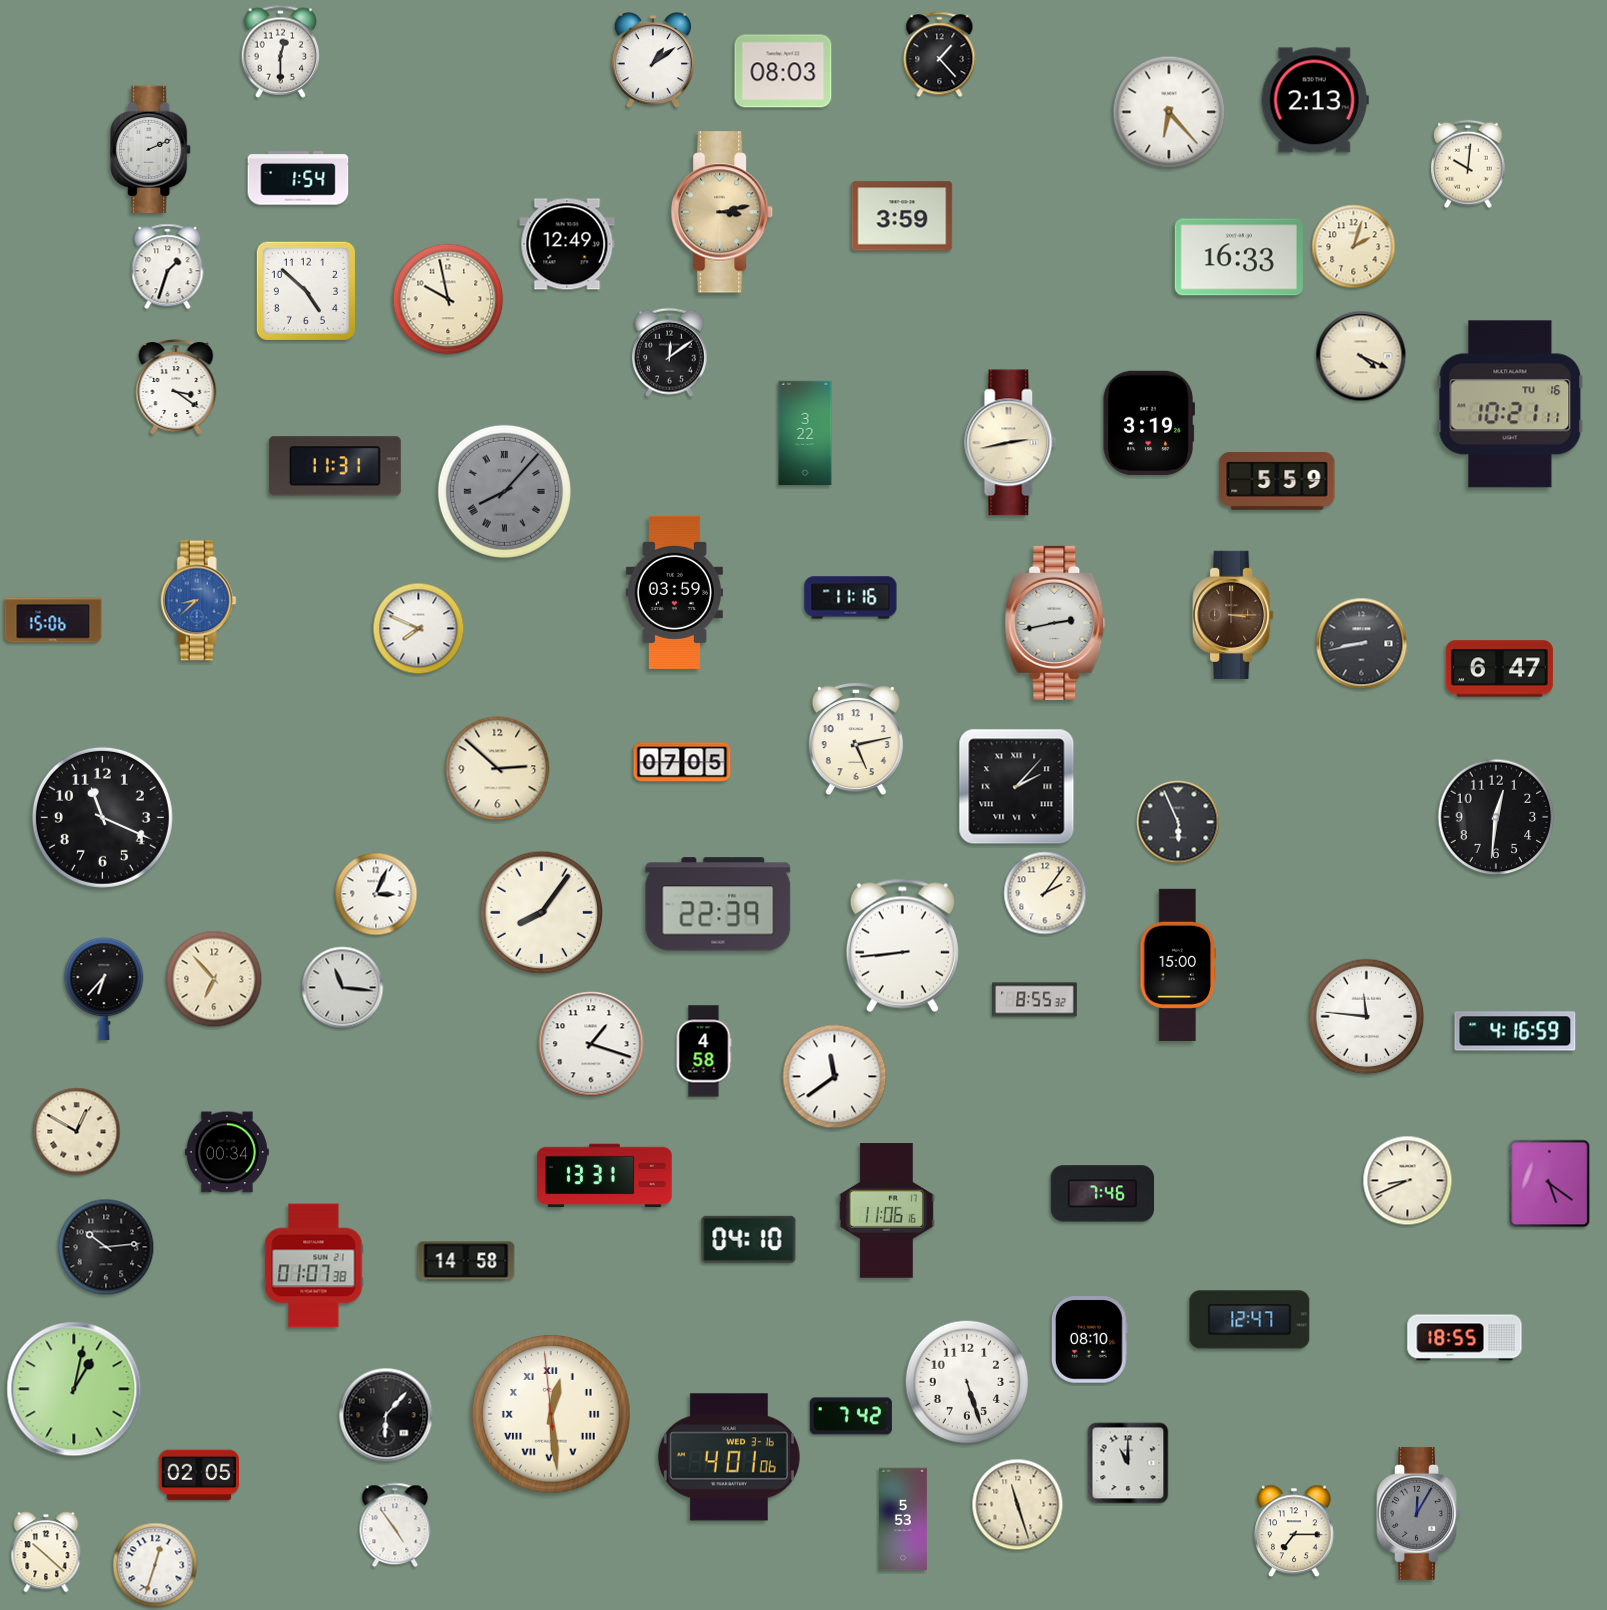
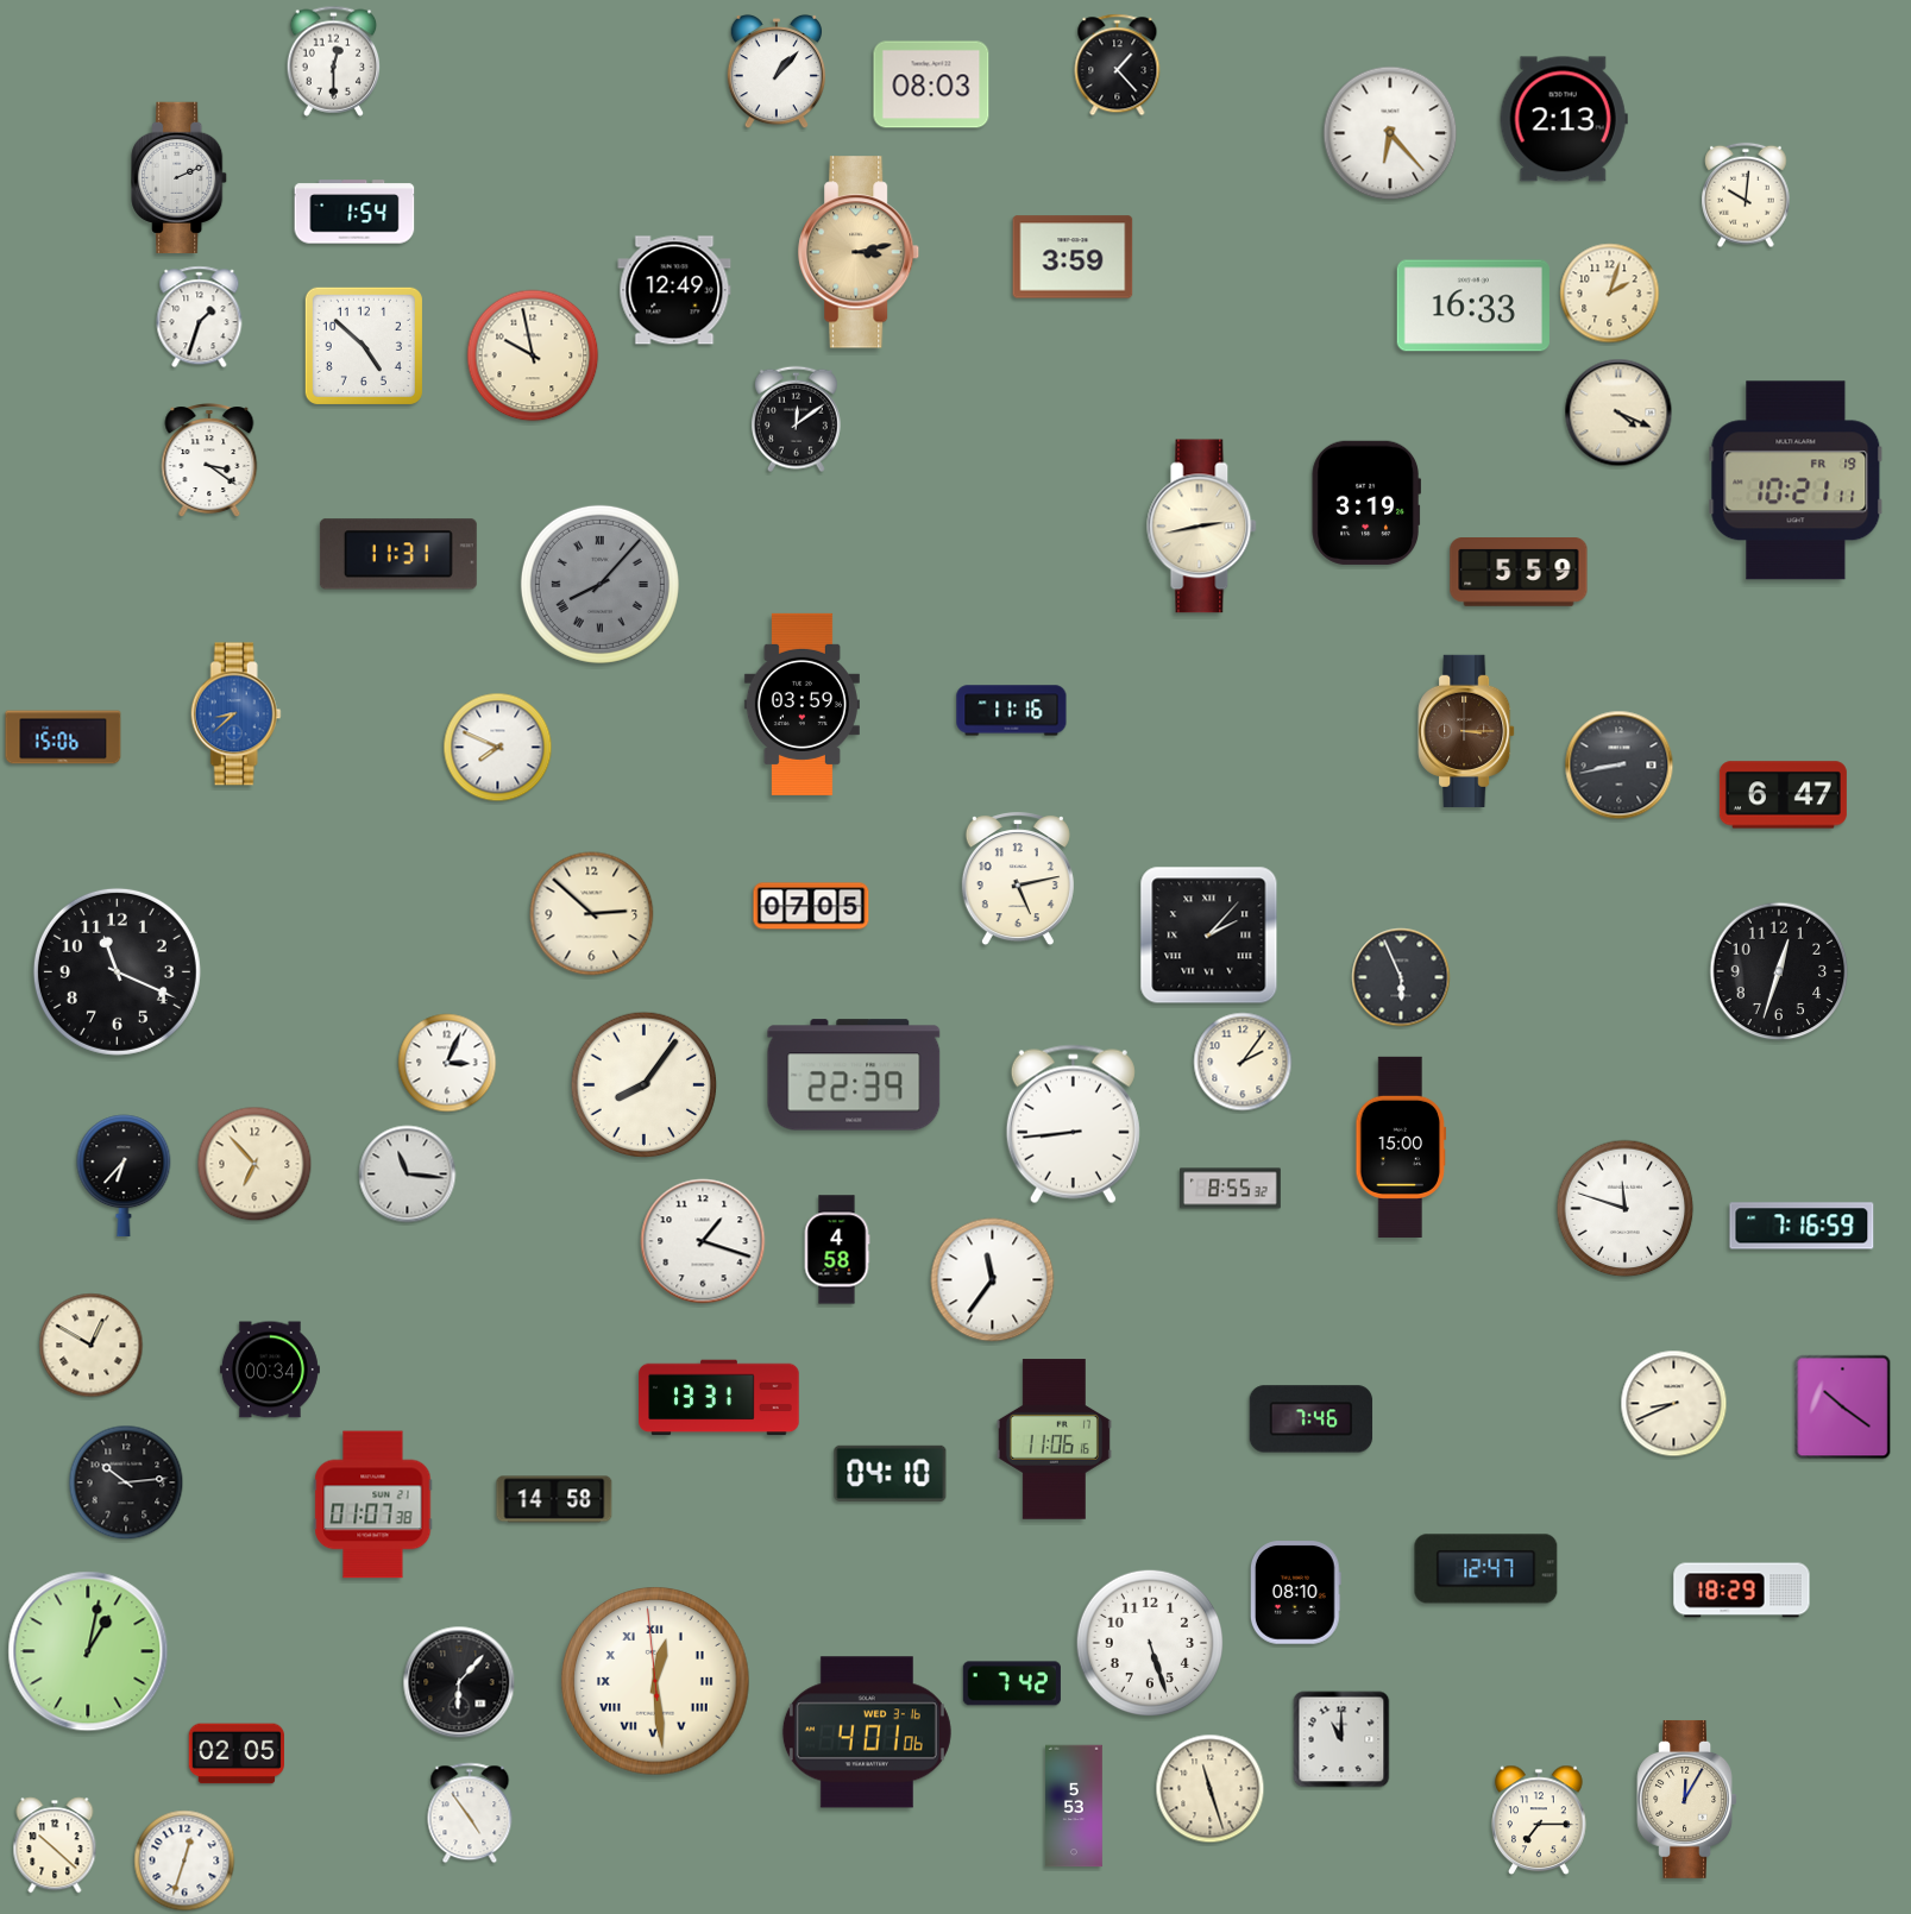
clock at (652, 60): 1:09 -> 1:07
clock at (1361, 356) position: (1361, 356) -> (1618, 413)
clock at (1510, 404) date: TU 16 -> FR 19
clock at (805, 433): 3:22 -> none
clock at (1055, 623): 2:43 -> none
clock at (102, 817) position: (102, 817) -> (117, 971)
clock at (1496, 817): 12:31 -> 12:33
clock at (1367, 1017): 11:46 -> 11:48
clock at (1515, 1031): 4:16 -> 7:16
clock at (835, 1077): 11:39 -> 11:36
clock at (1550, 1184): 5:21 -> 10:21
clock at (1465, 1338): 18:55 -> 18:29
clock at (1418, 1513) dial: grey -> cream
